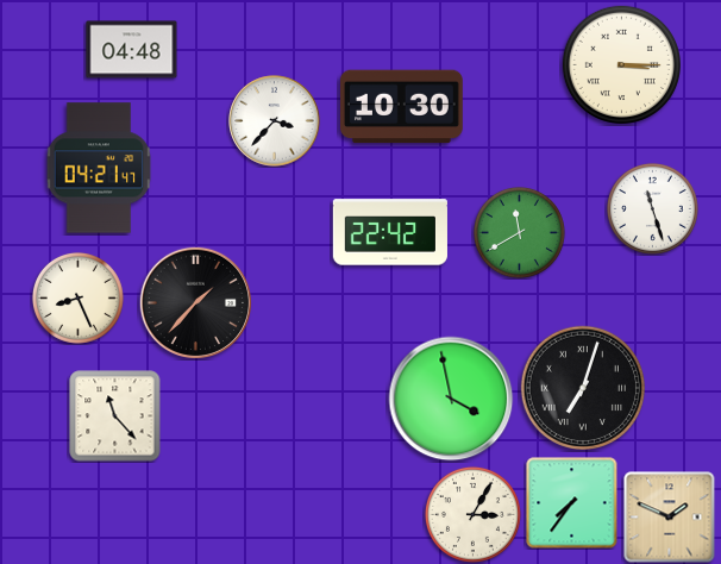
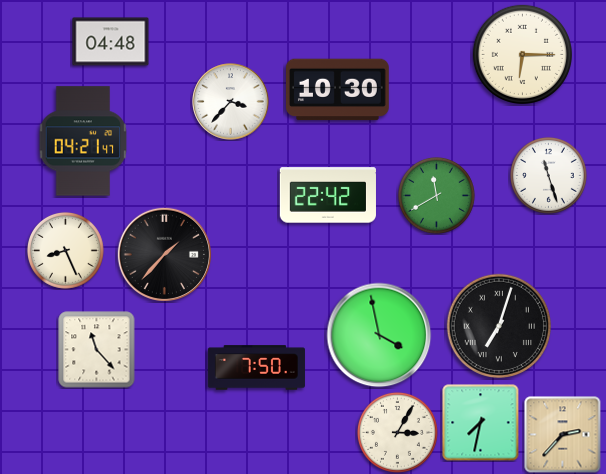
clock at (621, 64): 3:15 -> 6:15
clock at (582, 387) position: (582, 387) -> (498, 325)
clock at (256, 368): none -> 7:50
clock at (572, 503): 7:36 -> 7:32
clock at (670, 518): 1:49 -> 2:37
